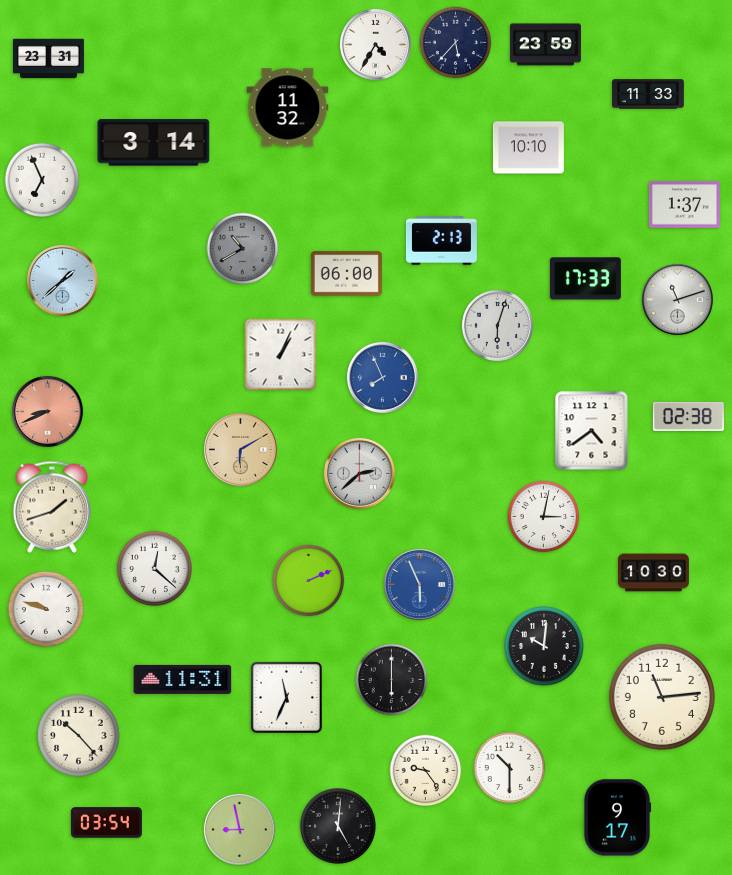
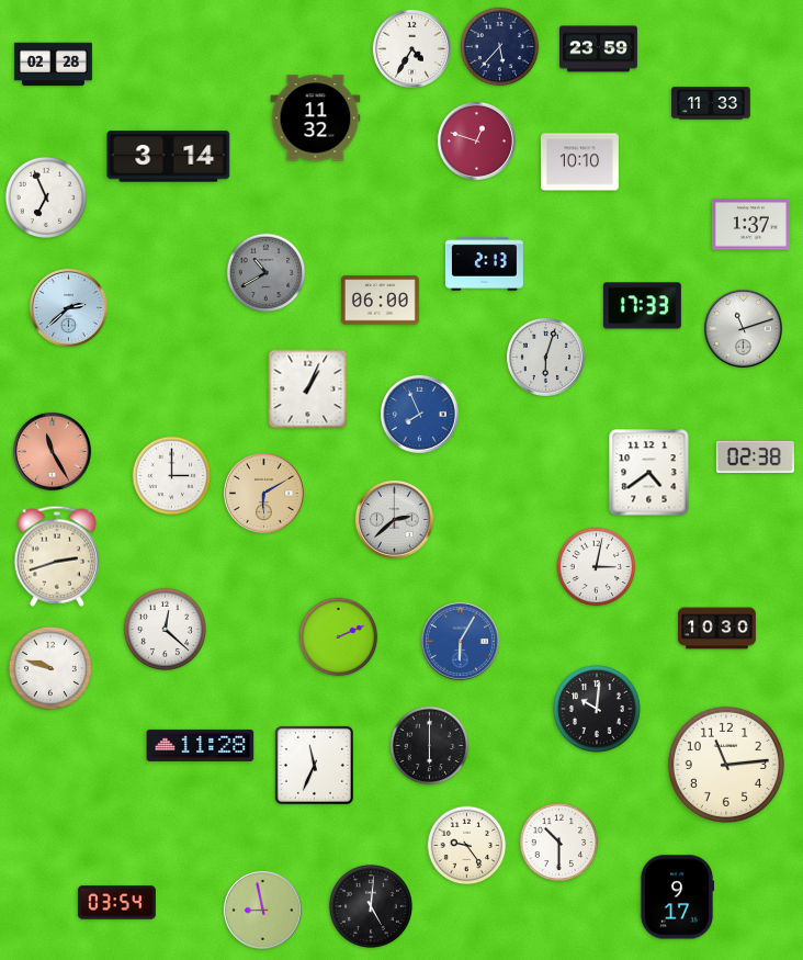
clock at (48, 59): 23:31 -> 02:28
clock at (476, 140): none -> 12:48
clock at (62, 280): 1:38 -> 2:38
clock at (47, 411): 8:41 -> 11:25
clock at (172, 476): none -> 3:00
clock at (51, 507): 1:42 -> 2:42
clock at (154, 568) position: (154, 568) -> (165, 629)
clock at (419, 584): 5:56 -> 6:05
clock at (183, 679): 11:31 -> 11:28
clock at (79, 736): 10:23 -> none
